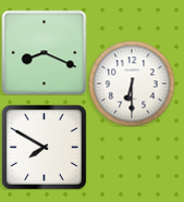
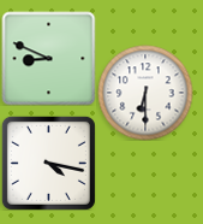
clock at (44, 52): 8:19 -> 8:49
clock at (44, 147): 7:50 -> 4:17
